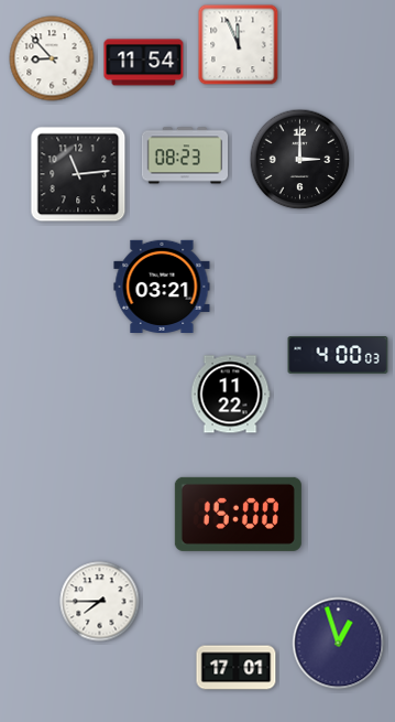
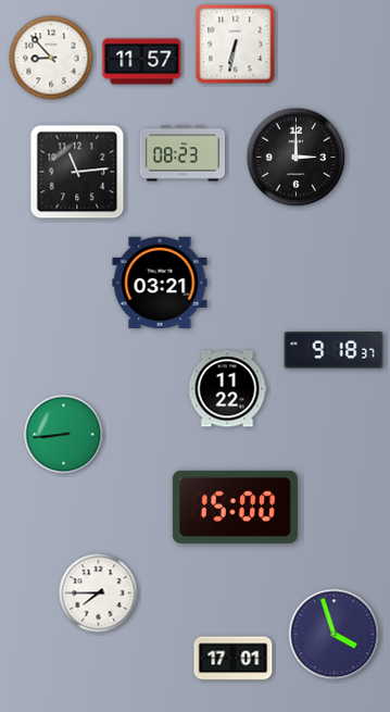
clock at (239, 45): 11:56 -> 6:32
clock at (144, 63): 11:54 -> 11:57
clock at (338, 355): 4:00 -> 9:18
clock at (64, 435): none -> 8:44
clock at (339, 644): 12:57 -> 3:57
